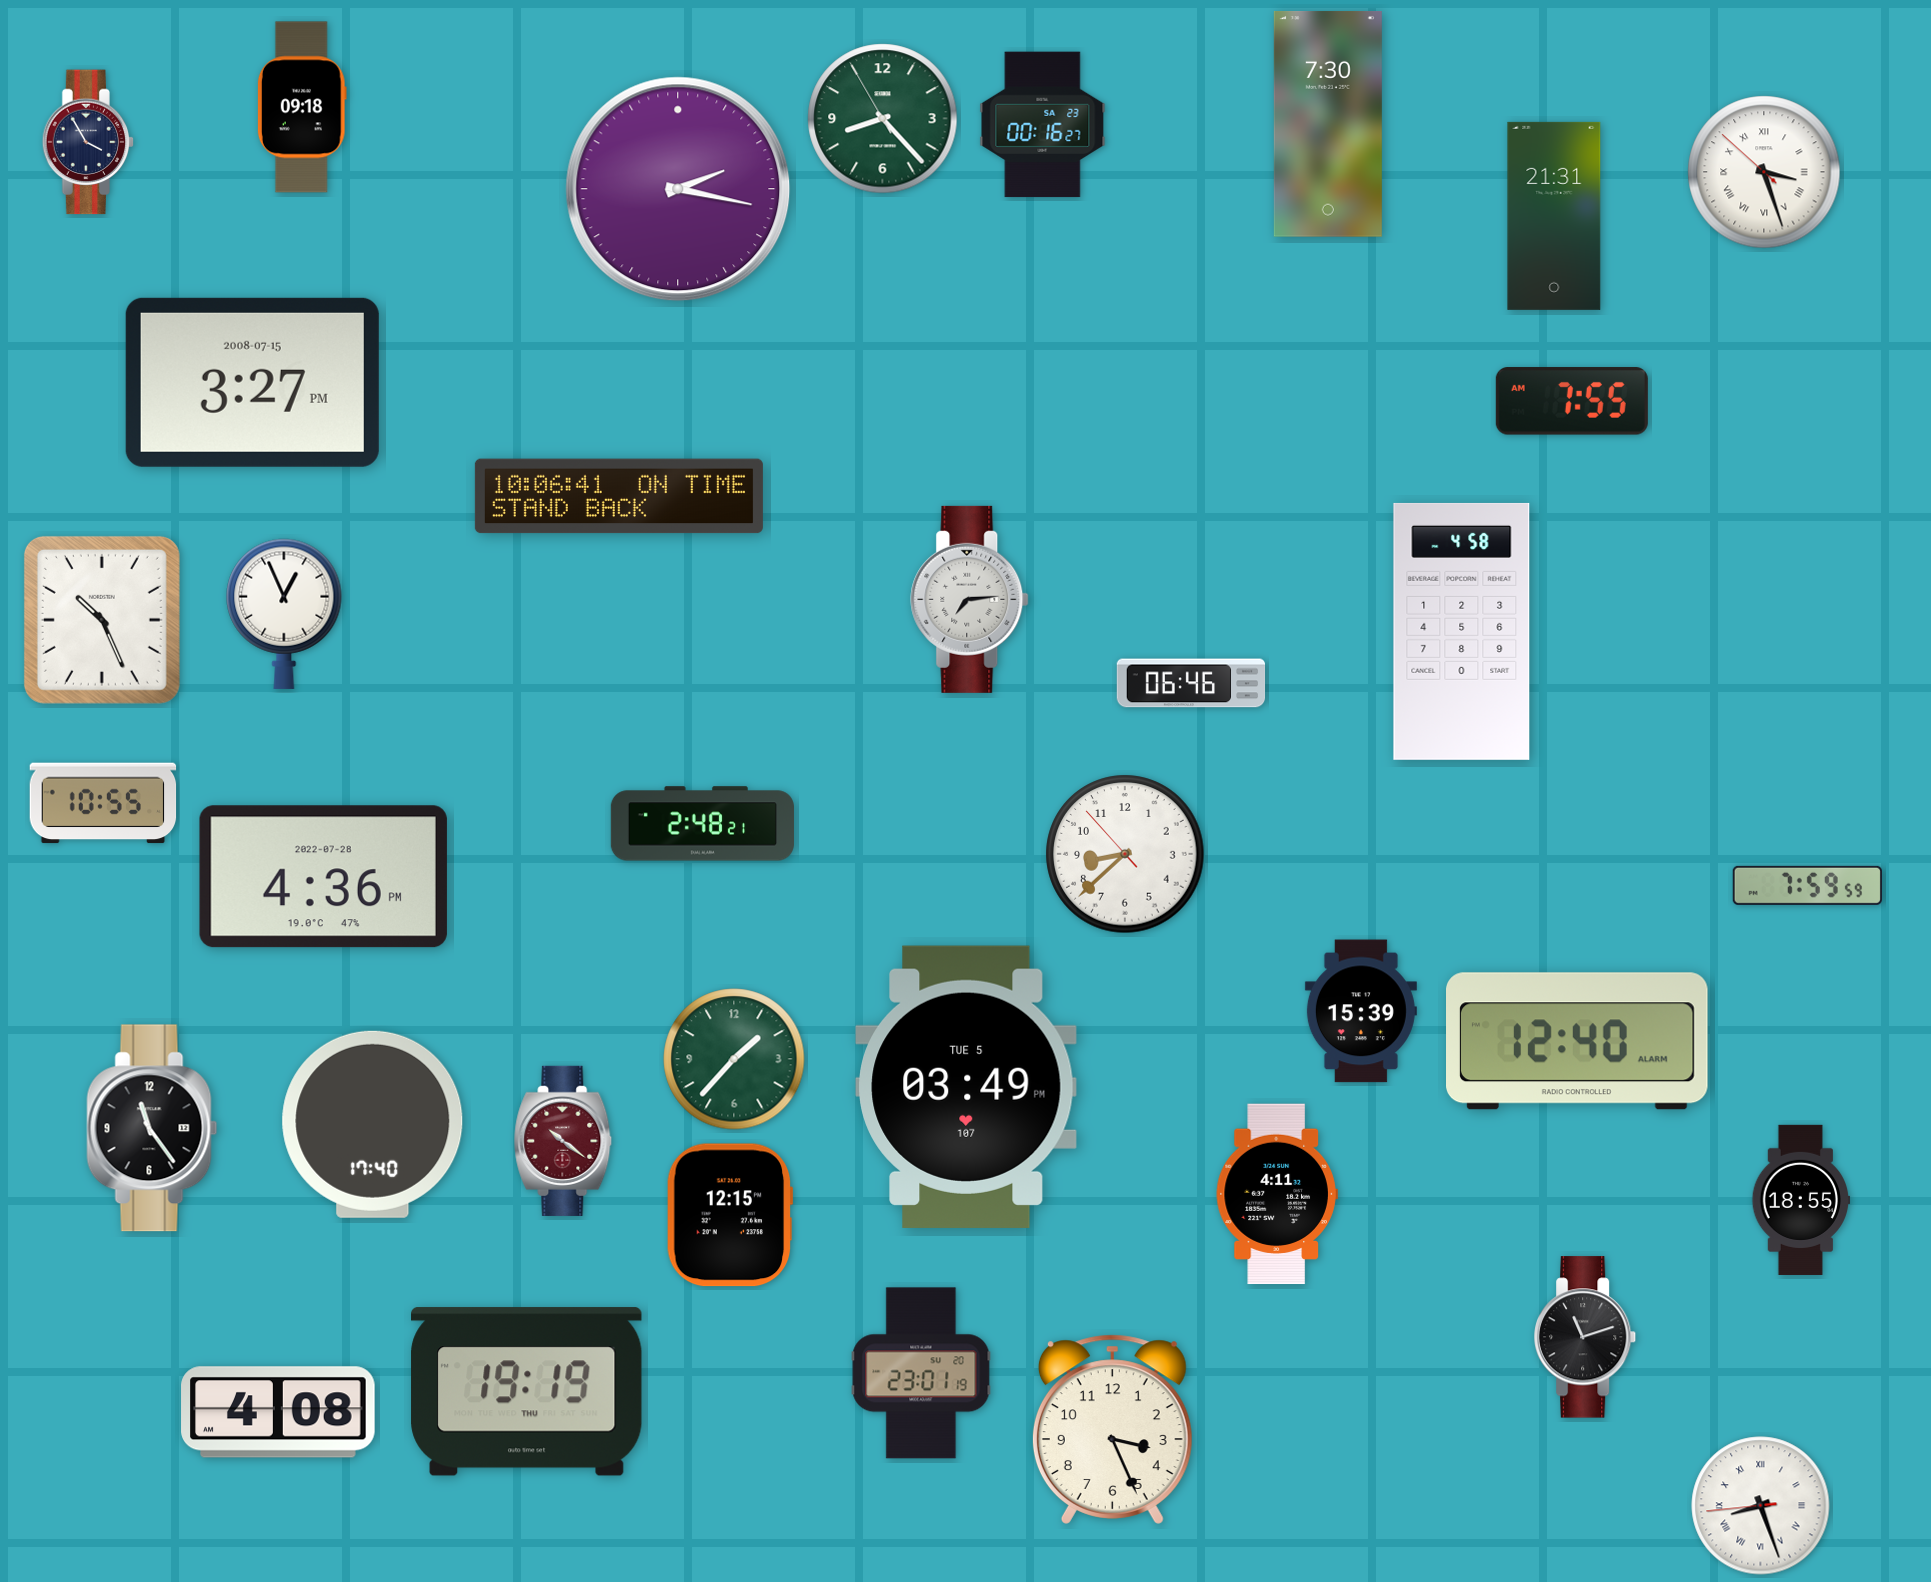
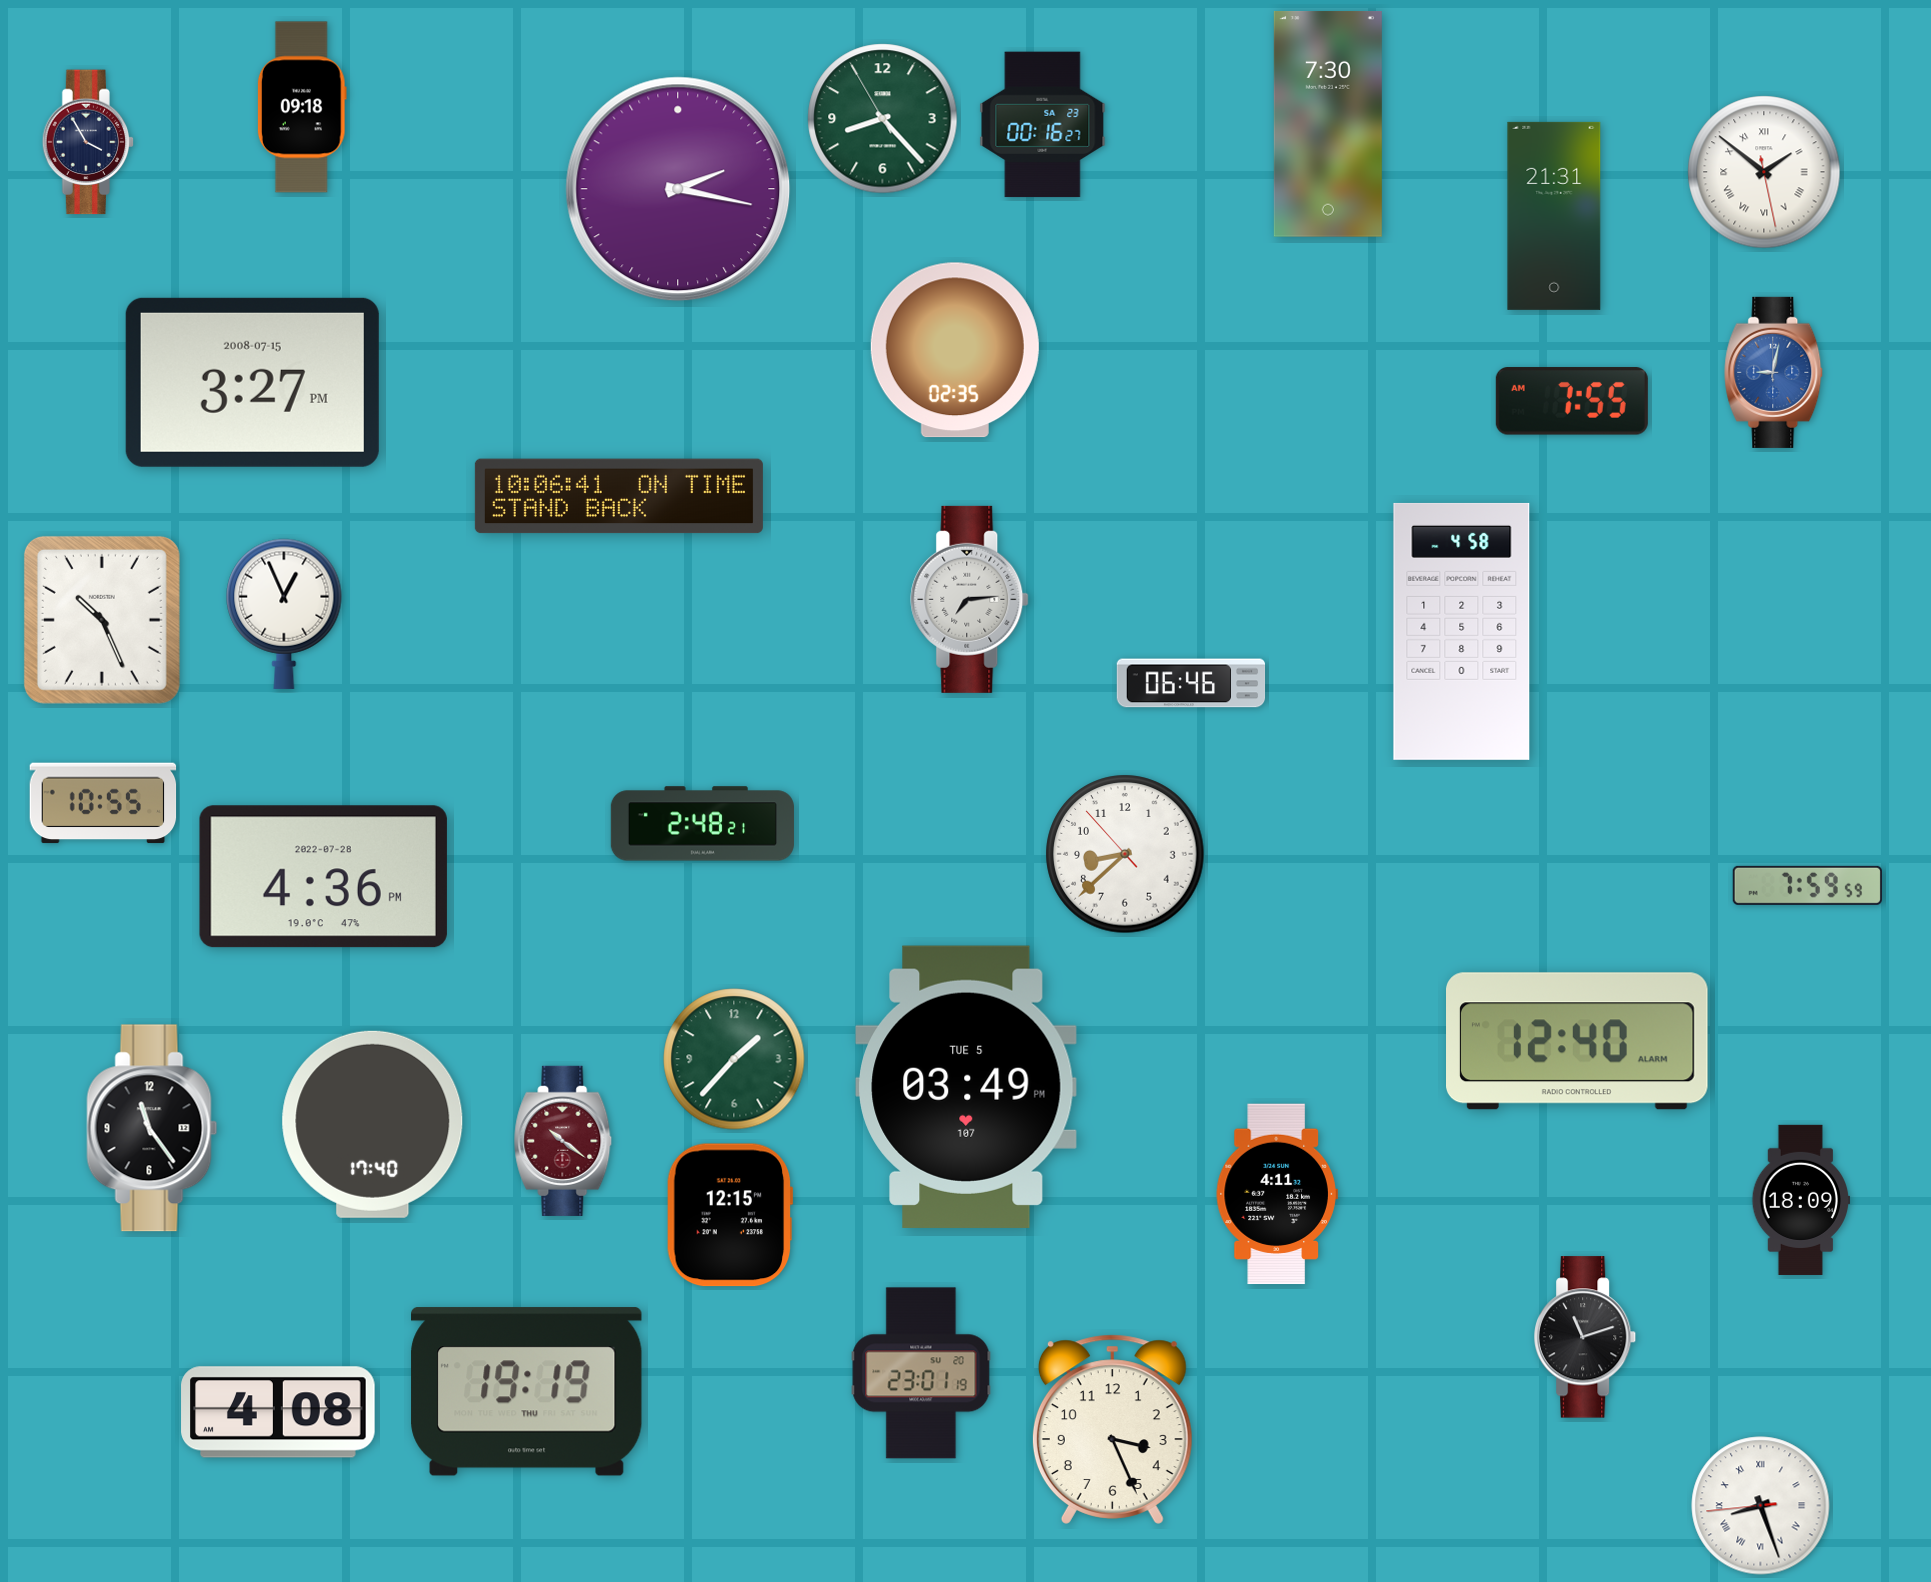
clock at (1764, 172): 3:26 -> 1:51
clock at (955, 350): none -> 02:35
clock at (1774, 372): none -> 9:02
clock at (1361, 1011): 15:39 -> none
clock at (1801, 1200): 18:55 -> 18:09
